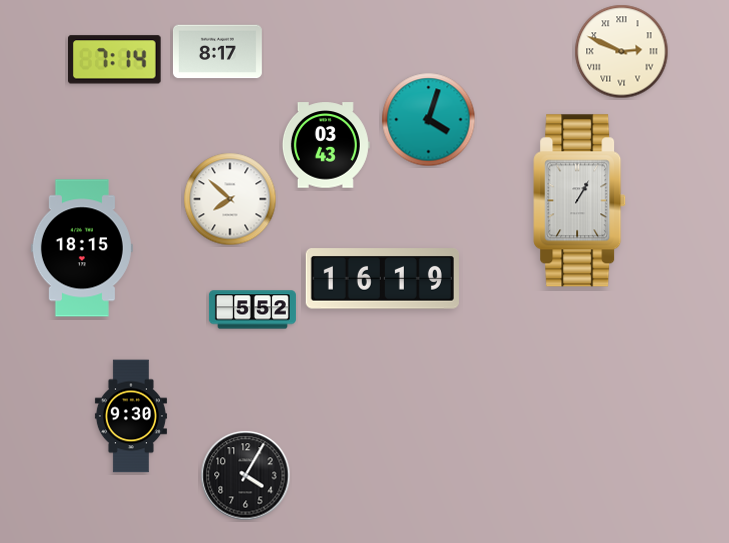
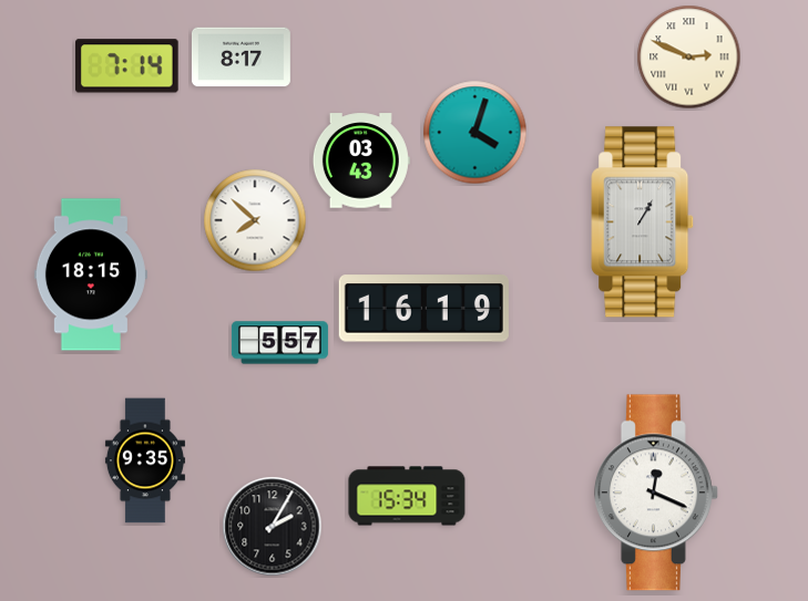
clock at (252, 310): 5:52 -> 5:57
clock at (131, 416): 9:30 -> 9:35
clock at (656, 493): none -> 12:19
clock at (407, 496): none -> 15:34
clock at (246, 476): 4:05 -> 2:05
